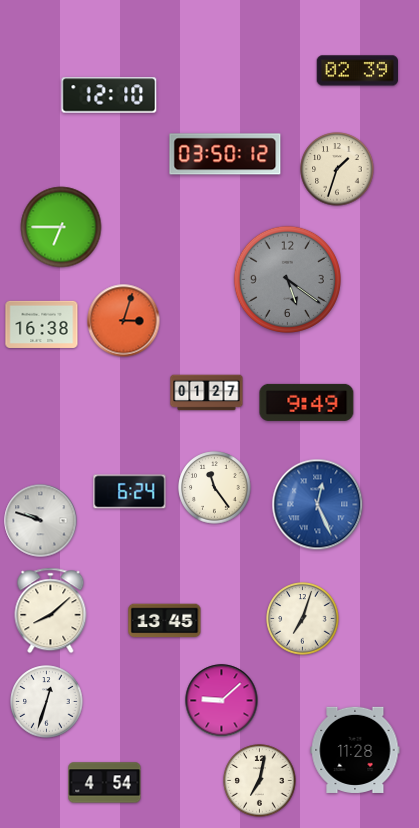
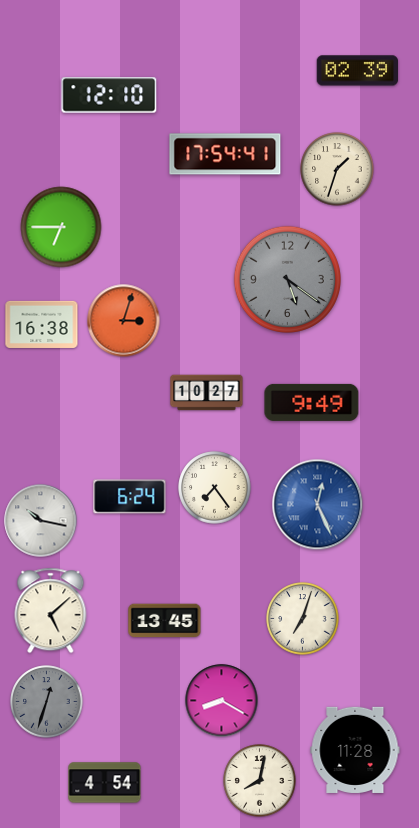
clock at (225, 154): 03:50 -> 17:54
clock at (207, 393): 01:27 -> 10:27
clock at (307, 402) position: (307, 402) -> (312, 402)
clock at (215, 488): 11:24 -> 7:24
clock at (130, 492) position: (130, 492) -> (130, 497)
clock at (41, 521): 9:48 -> 10:17
clock at (51, 611): 8:08 -> 5:08
clock at (222, 701): 9:08 -> 8:20
clock at (47, 702) dial: white -> grey
clock at (260, 781): 7:02 -> 8:02
